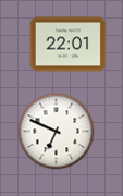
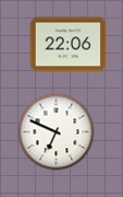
clock at (69, 45): 22:01 -> 22:06
